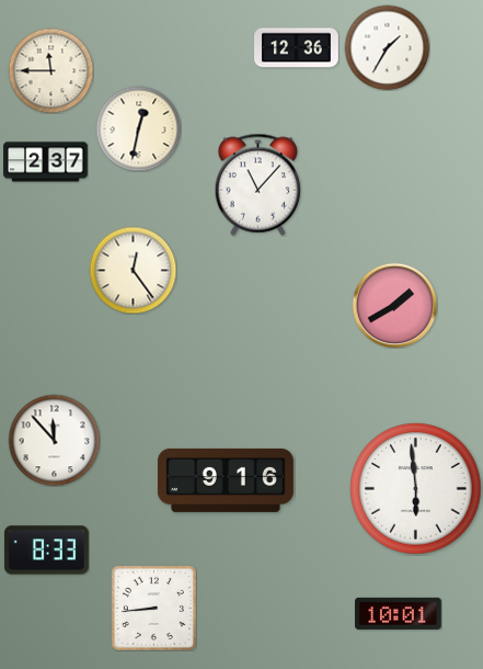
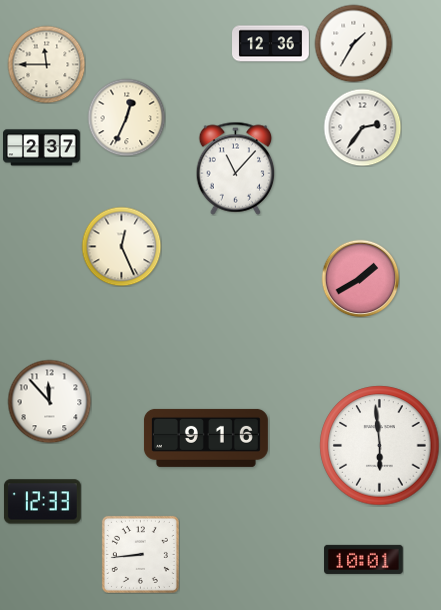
clock at (138, 128): 12:32 -> 12:34
clock at (362, 127): none -> 2:36
clock at (133, 270): 12:24 -> 12:26
clock at (46, 551): 8:33 -> 12:33
